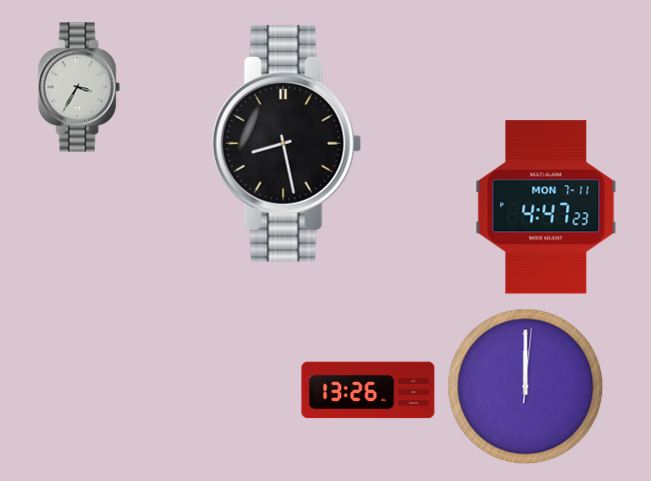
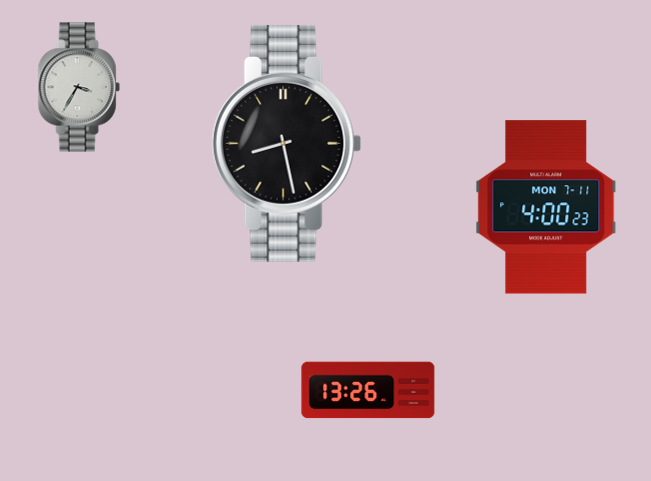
clock at (546, 207): 4:47 -> 4:00
clock at (526, 387): 12:00 -> none
